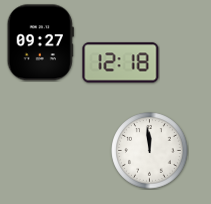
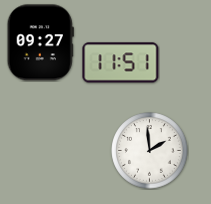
clock at (121, 63): 12:18 -> 11:51
clock at (150, 151): 11:59 -> 1:59
